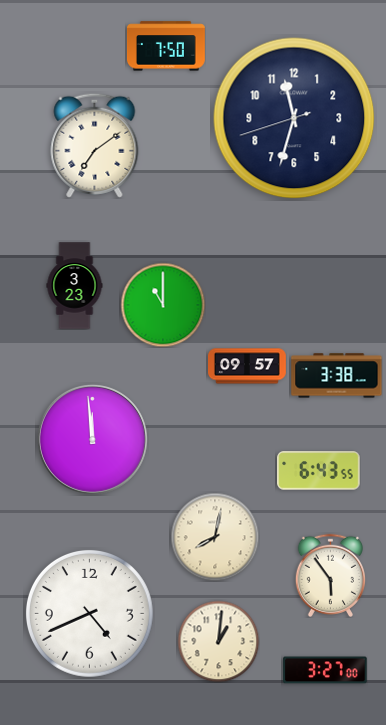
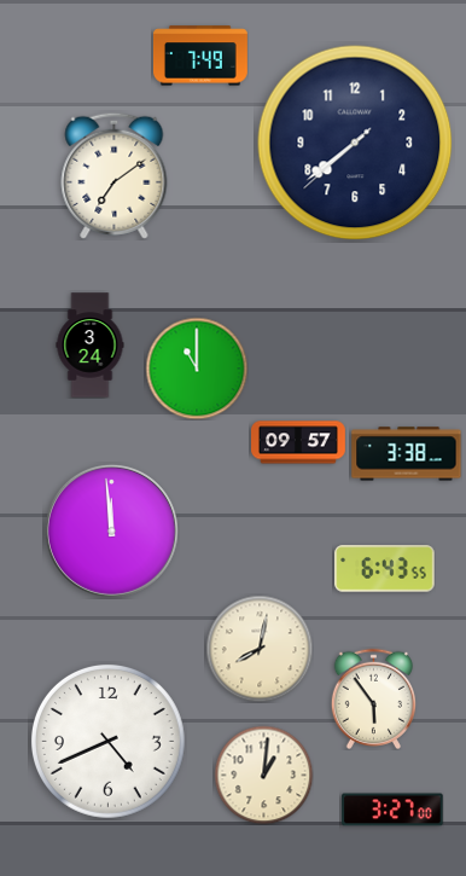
clock at (166, 46): 7:50 -> 7:49
clock at (294, 118): 11:32 -> 7:38
clock at (75, 286): 3:23 -> 3:24
clock at (330, 575) position: (330, 575) -> (373, 698)
